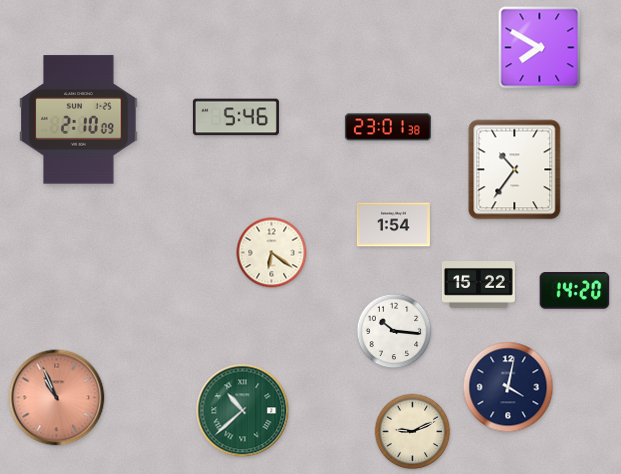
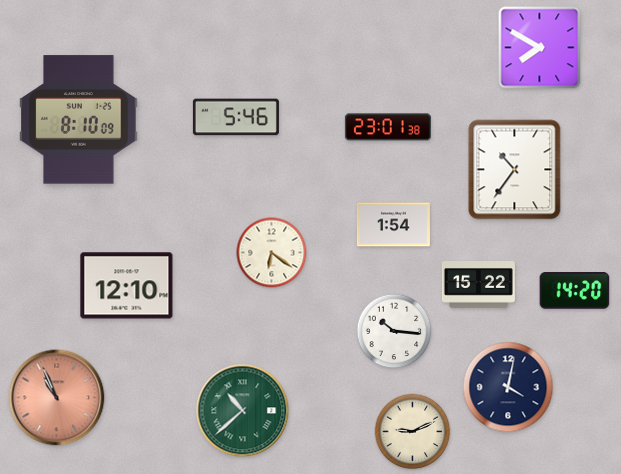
clock at (79, 120): 2:10 -> 8:10
clock at (127, 286): none -> 12:10
